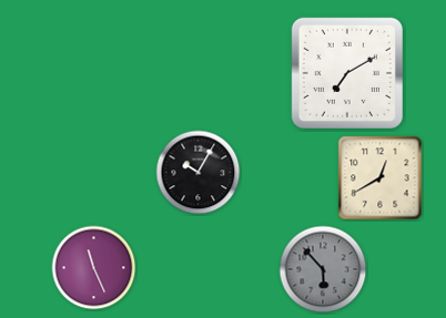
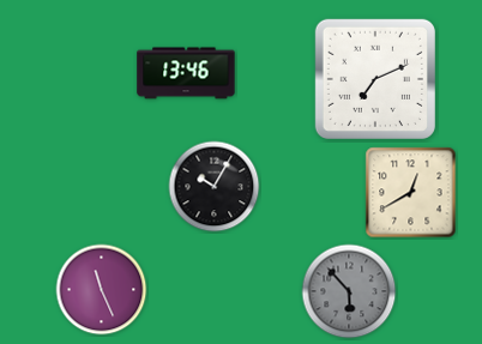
clock at (186, 73): none -> 13:46
clock at (347, 73): 7:10 -> 7:11
